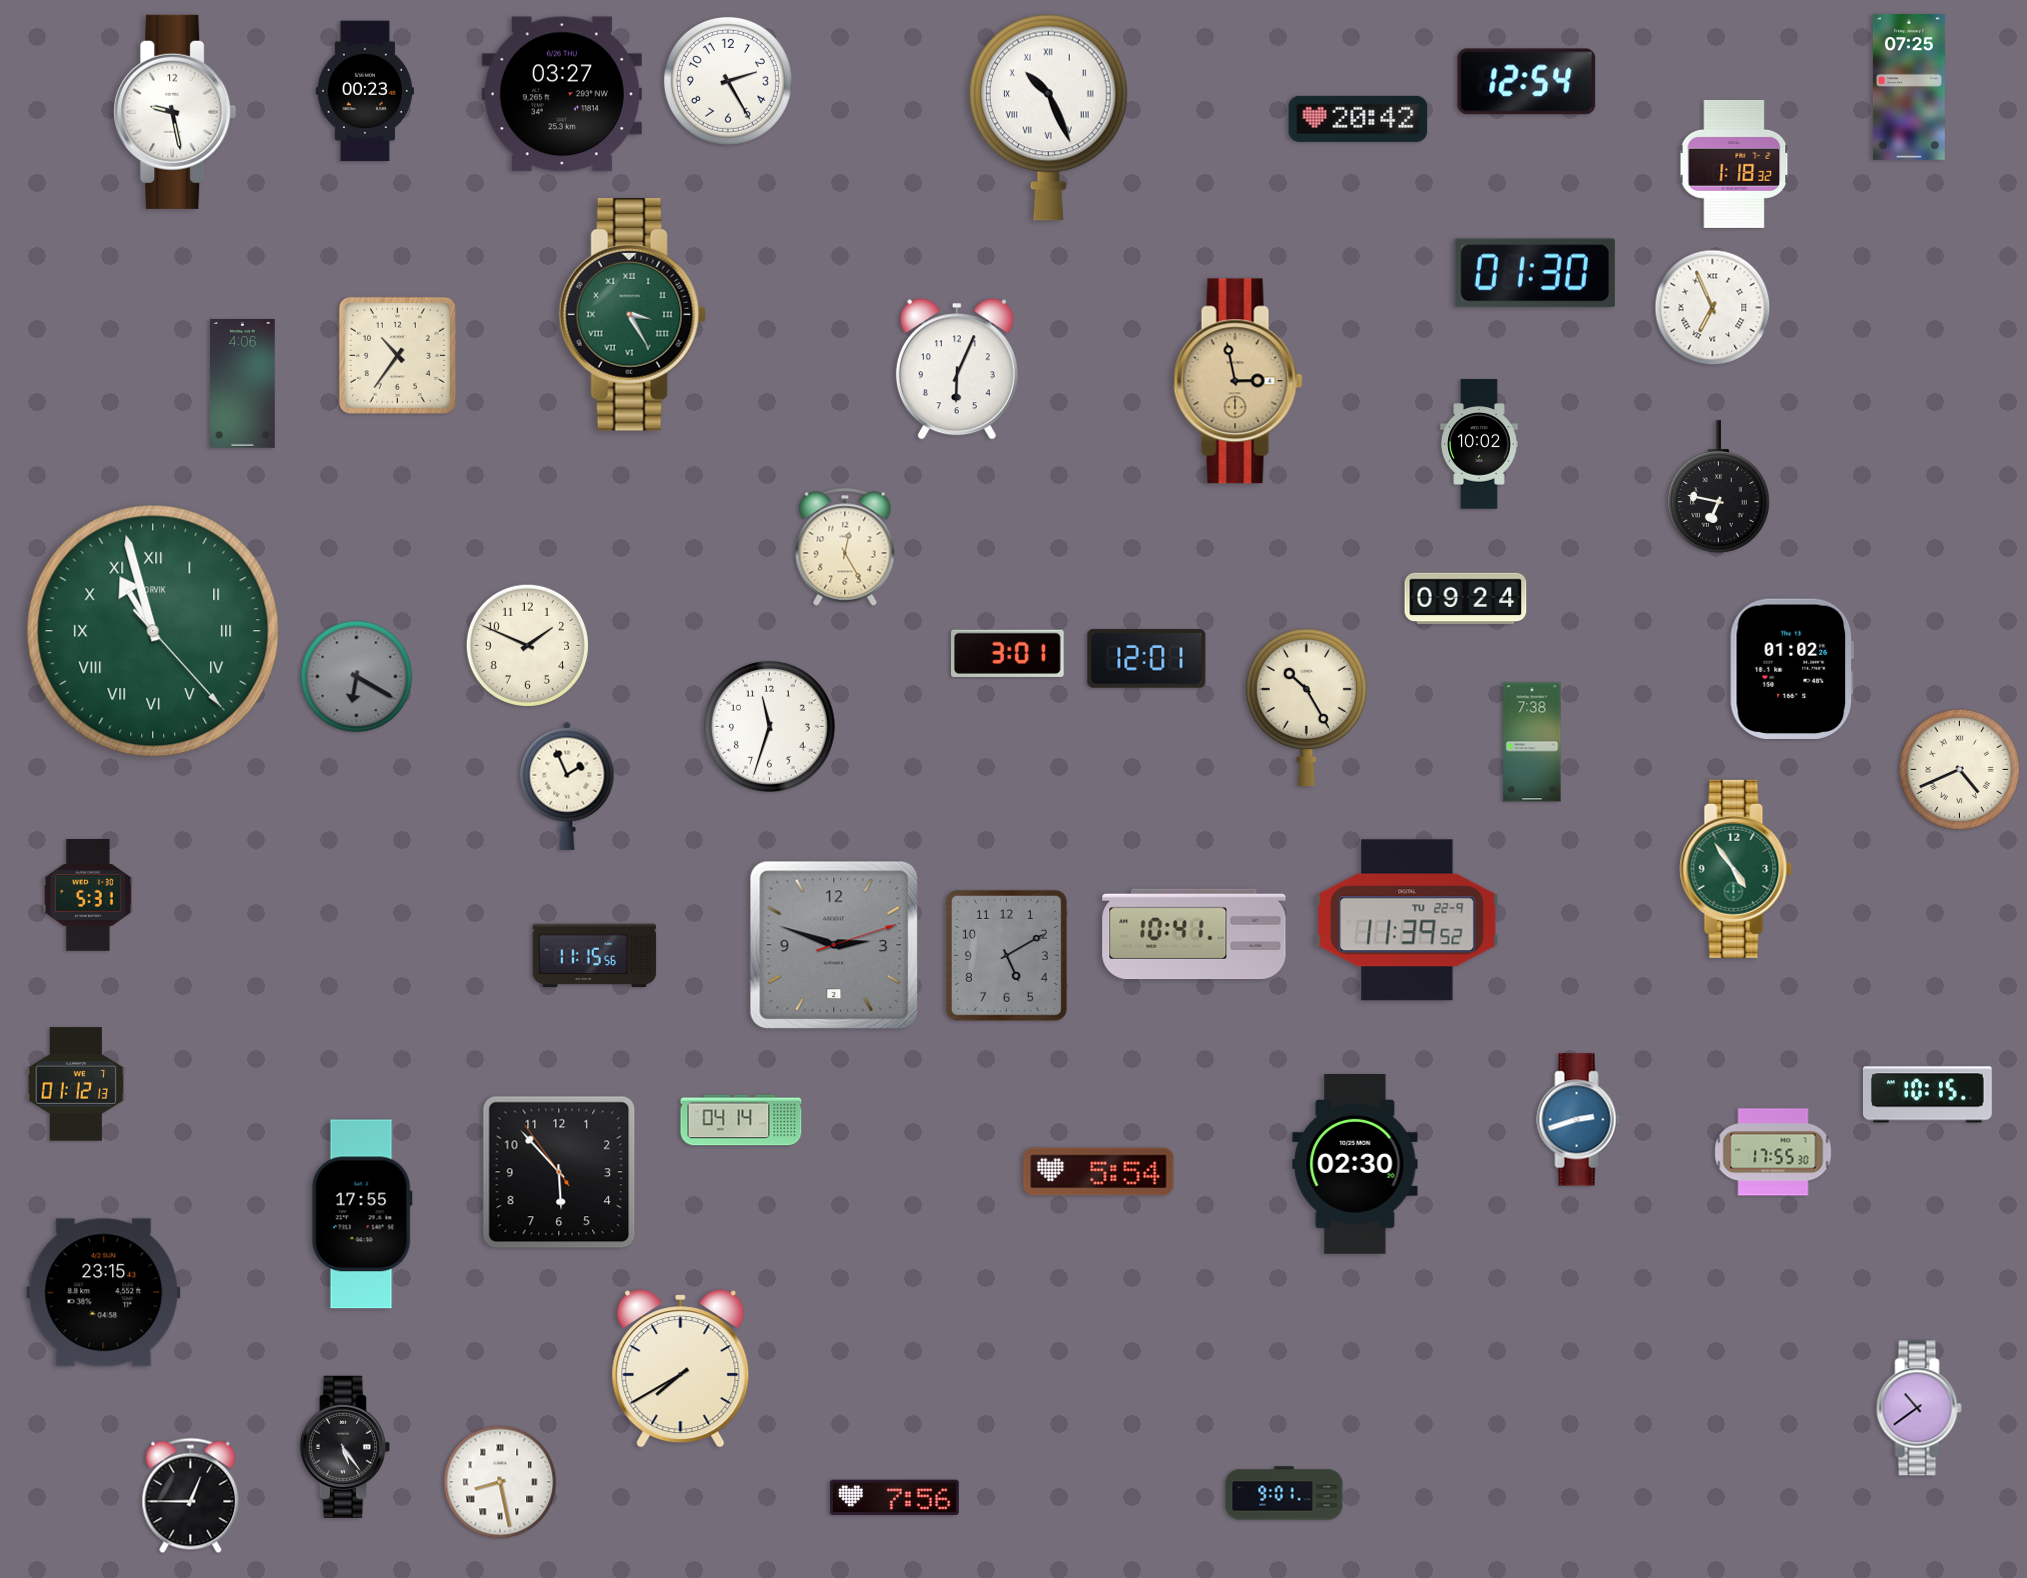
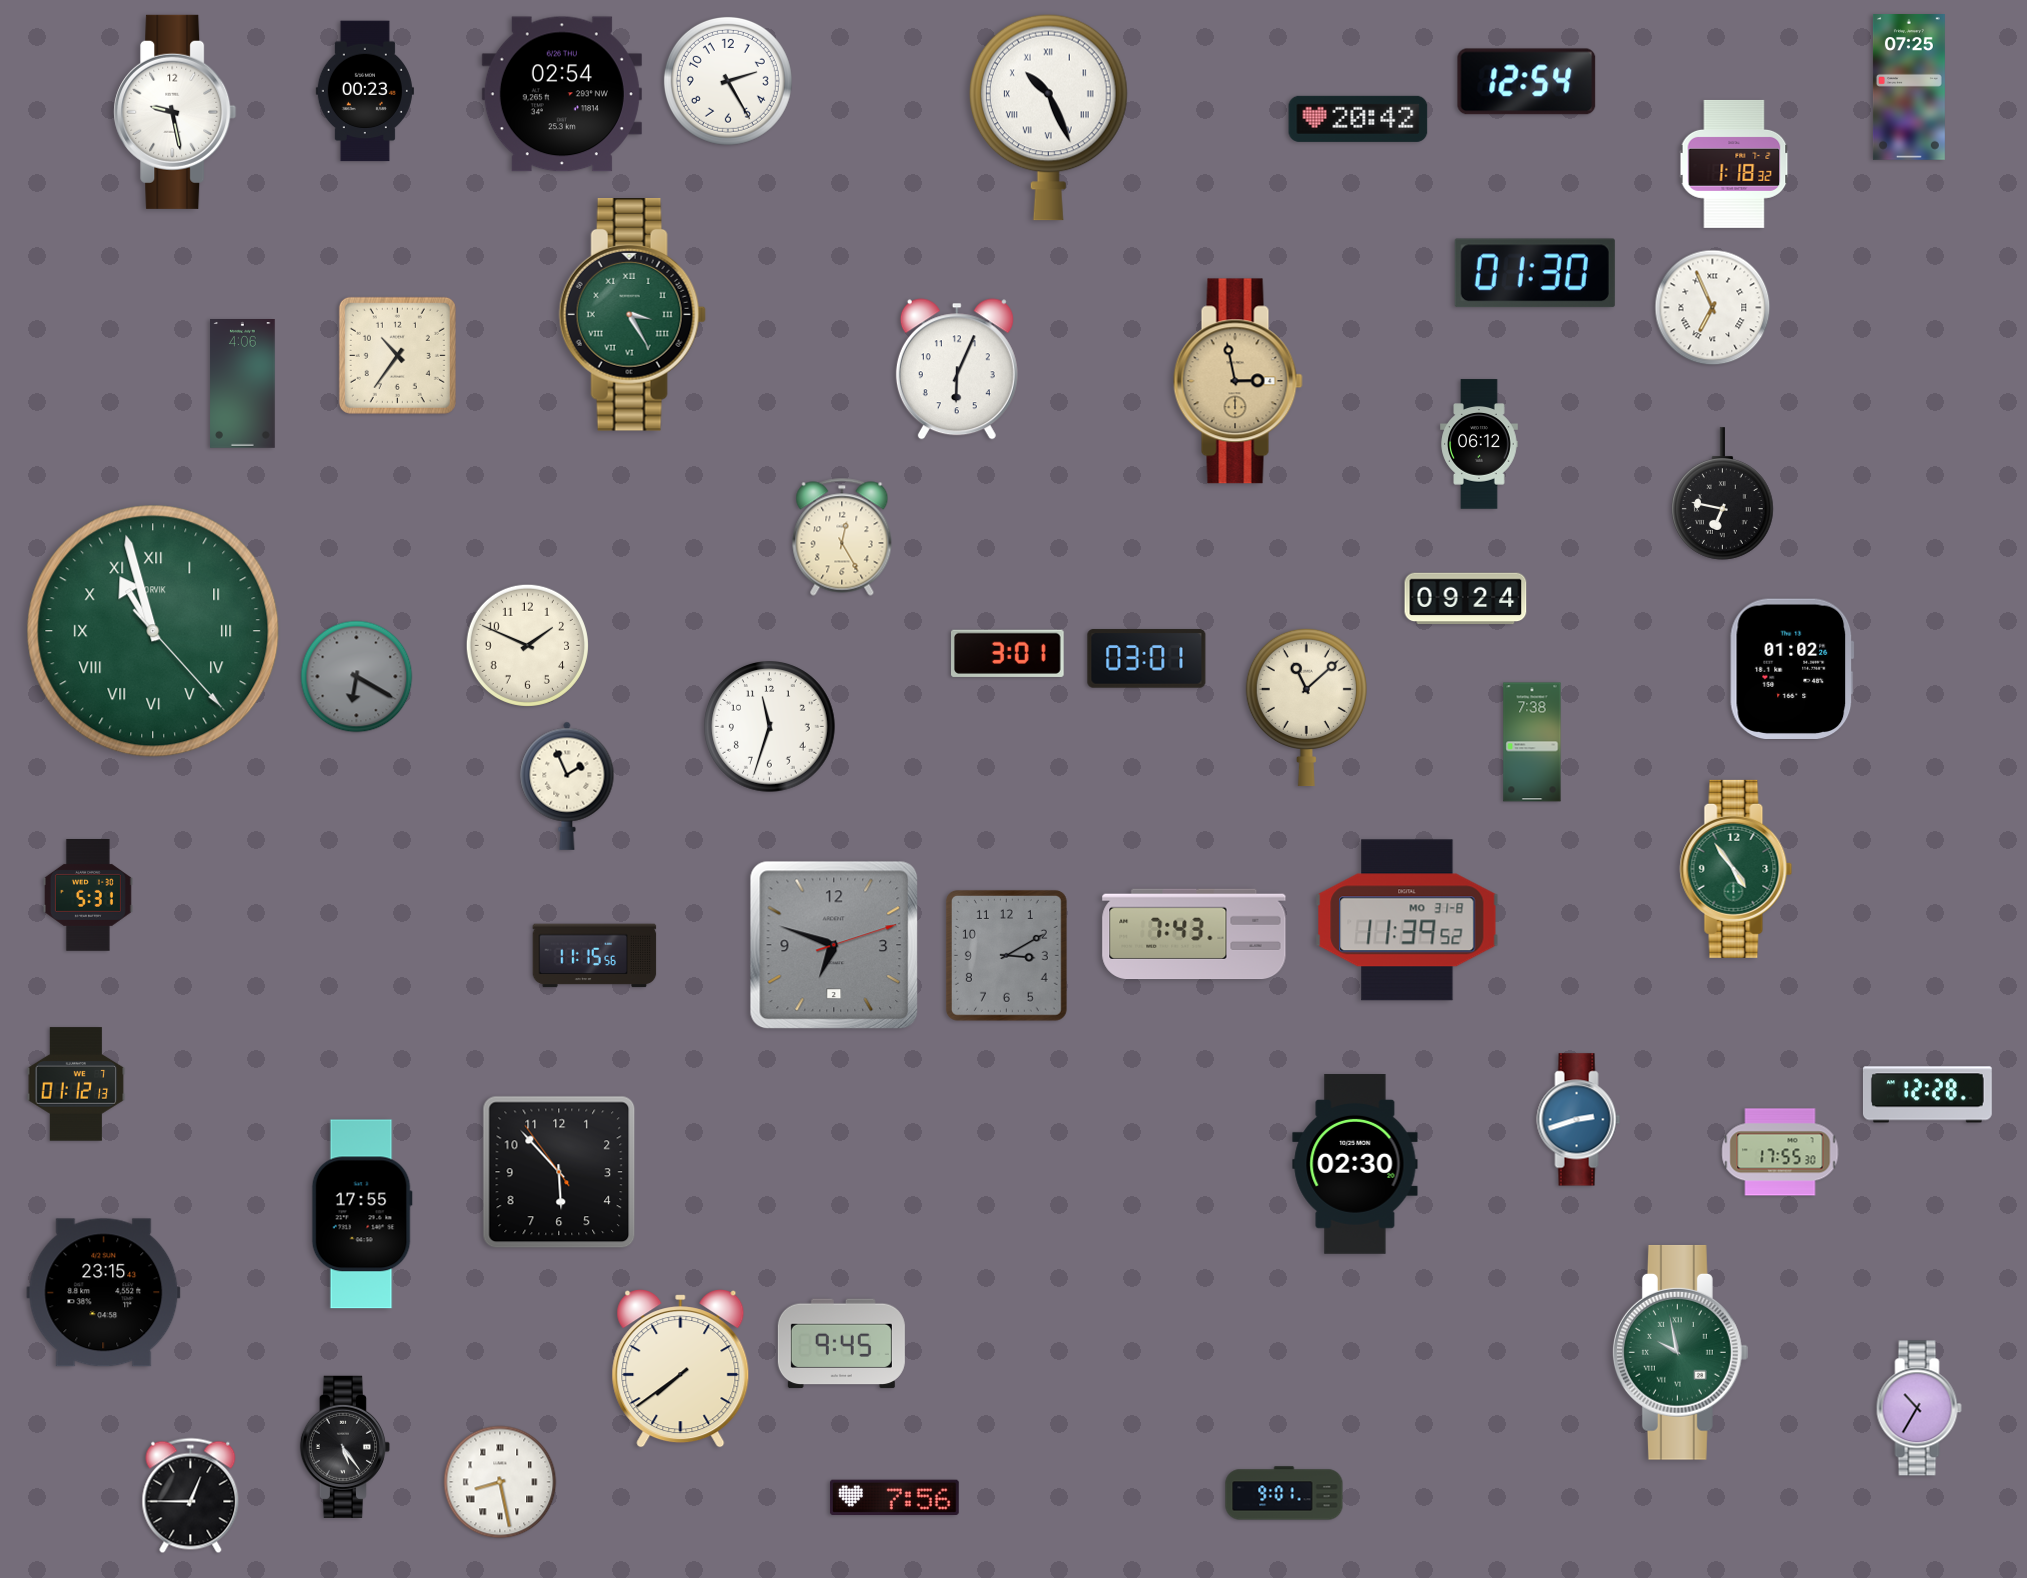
clock at (562, 94): 03:27 -> 02:54
clock at (1479, 444): 10:02 -> 06:12
clock at (1719, 487) position: (1719, 487) -> (1723, 494)
clock at (845, 547) position: (845, 547) -> (842, 537)
clock at (1147, 659): 12:01 -> 03:01
clock at (1306, 707): 10:25 -> 11:08
clock at (1960, 770): 4:41 -> none
clock at (1407, 920) date: TU 22-9 -> MO 31-8
clock at (1194, 934): 10:41 -> 7:43
clock at (834, 945): 2:48 -> 6:48
clock at (1006, 955): 5:10 -> 3:10
clock at (1928, 1095): 10:15 -> 12:28
clock at (741, 1120): 04:14 -> none
clock at (1773, 1152) position: (1773, 1152) -> (1780, 1152)
clock at (1099, 1172): 5:54 -> none
clock at (841, 1344): none -> 9:45
clock at (1680, 1352): none -> 9:58
clock at (681, 1369): 7:40 -> 7:39
clock at (1919, 1408): 10:39 -> 10:35
